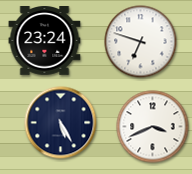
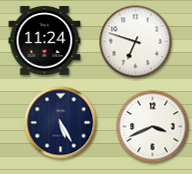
clock at (45, 41): 23:24 -> 11:24
clock at (141, 42) position: (141, 42) -> (136, 42)
